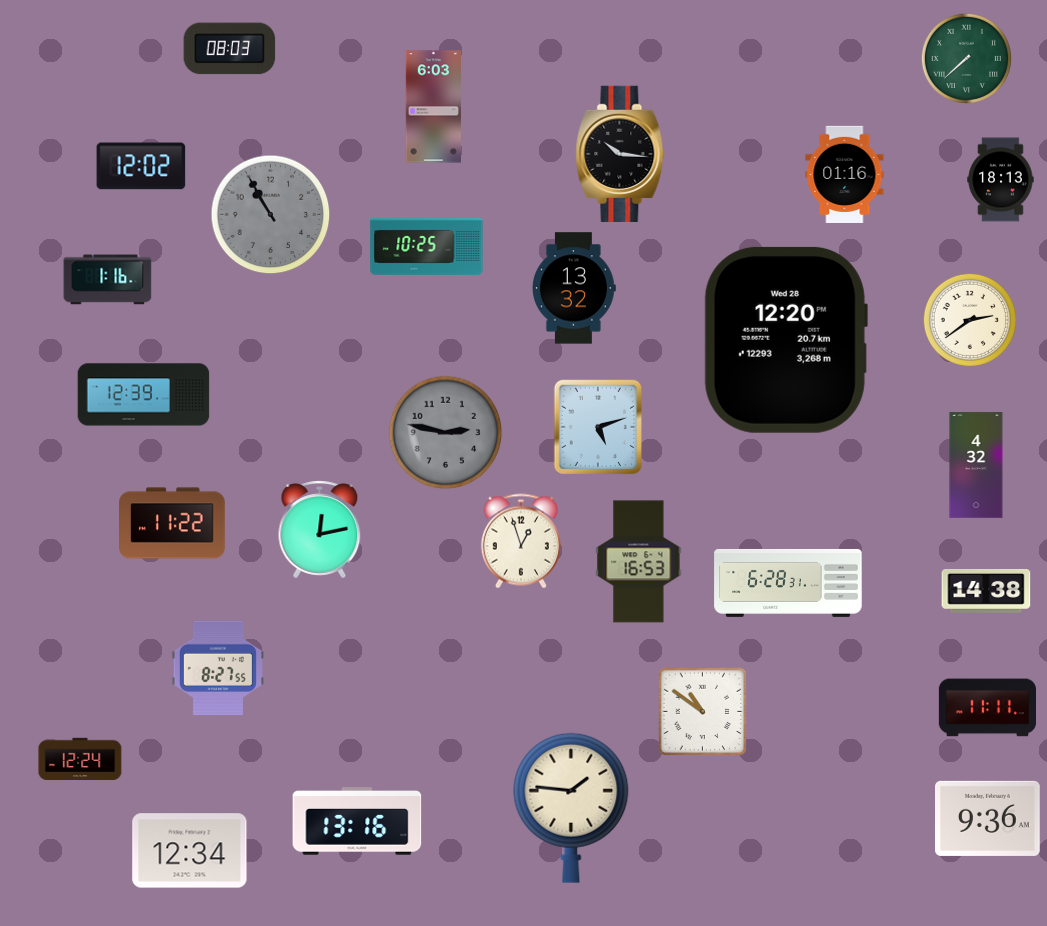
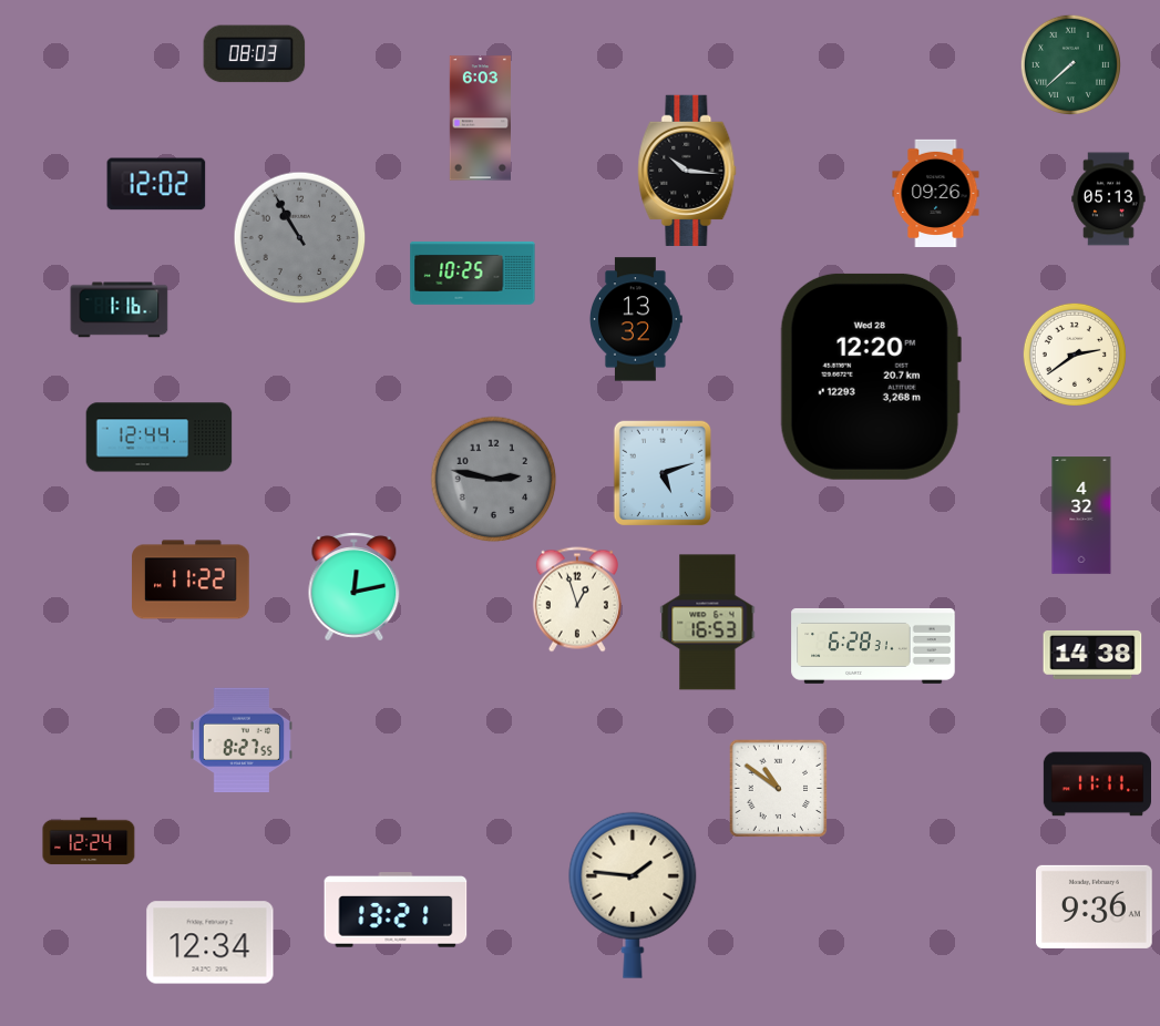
clock at (845, 174): 01:16 -> 09:26
clock at (1001, 180): 18:13 -> 05:13
clock at (144, 395): 12:39 -> 12:44
clock at (987, 708) position: (987, 708) -> (1097, 784)
clock at (357, 821): 13:16 -> 13:21
